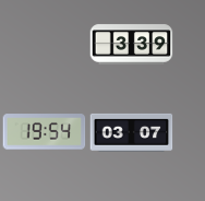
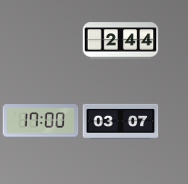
clock at (132, 45): 3:39 -> 2:44
clock at (45, 132): 19:54 -> 17:00
